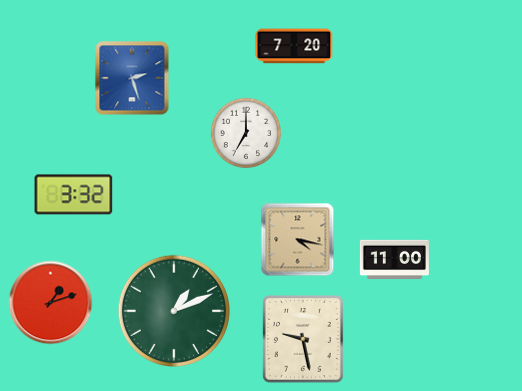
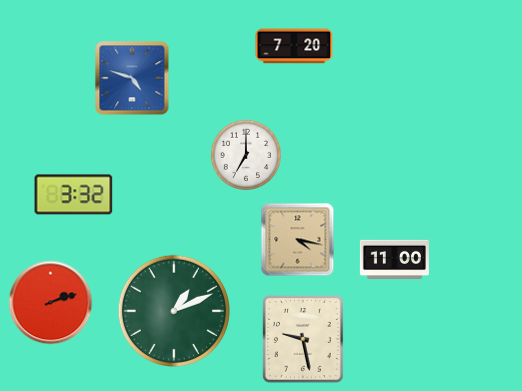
clock at (132, 78): 2:27 -> 4:48
clock at (246, 133) position: (246, 133) -> (246, 155)
clock at (51, 303): 1:12 -> 2:12
